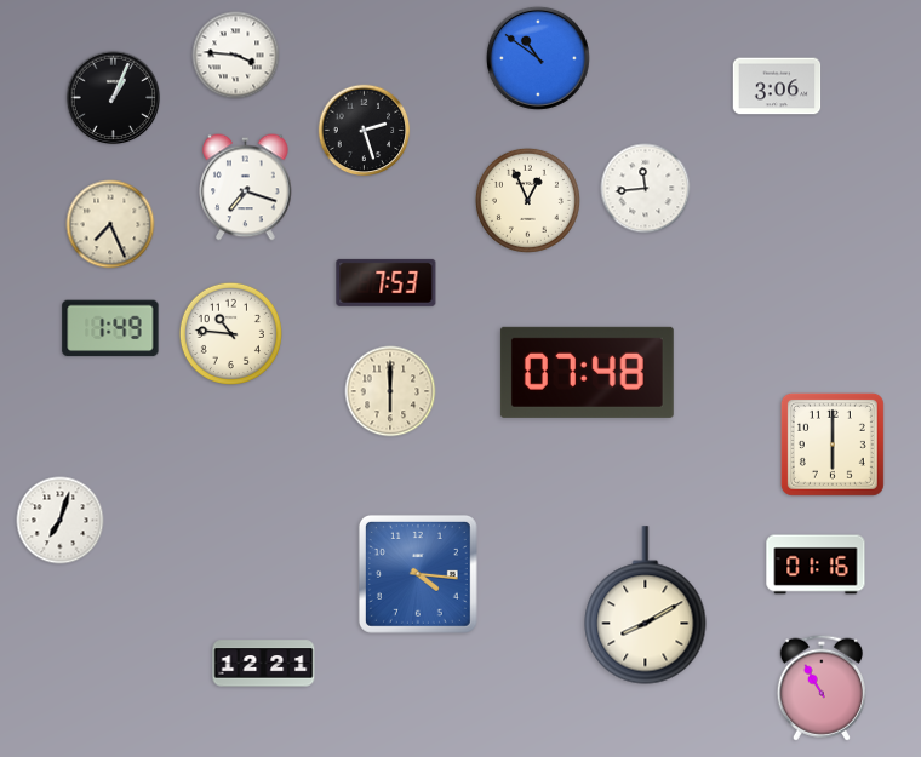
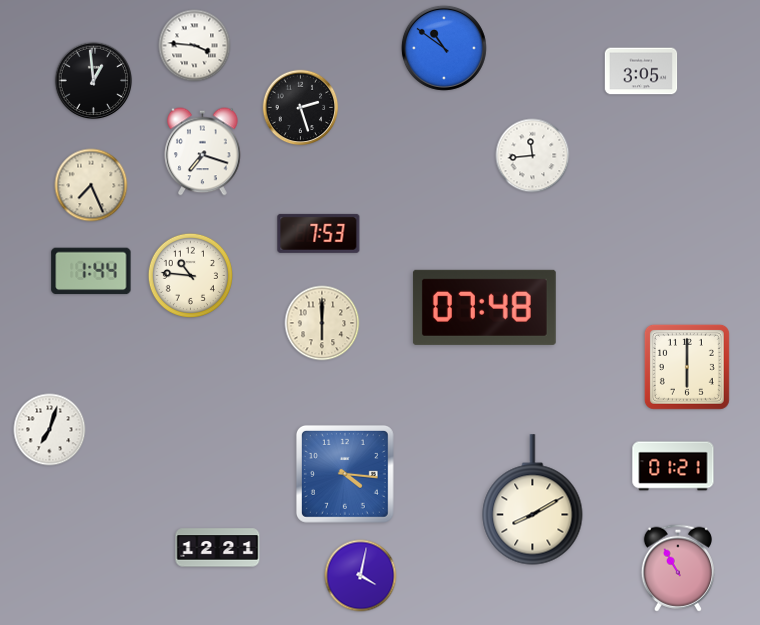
clock at (777, 86): 3:06 -> 3:05
clock at (114, 98): 1:04 -> 12:59
clock at (246, 188) position: (246, 188) -> (203, 152)
clock at (527, 200): 12:56 -> none
clock at (110, 328): 1:49 -> 1:44
clock at (816, 564): 01:16 -> 01:21
clock at (361, 576): none -> 4:02
